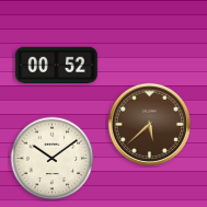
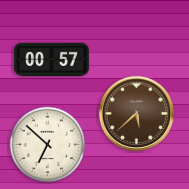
clock at (57, 66): 00:52 -> 00:57
clock at (53, 159): 10:09 -> 6:52
